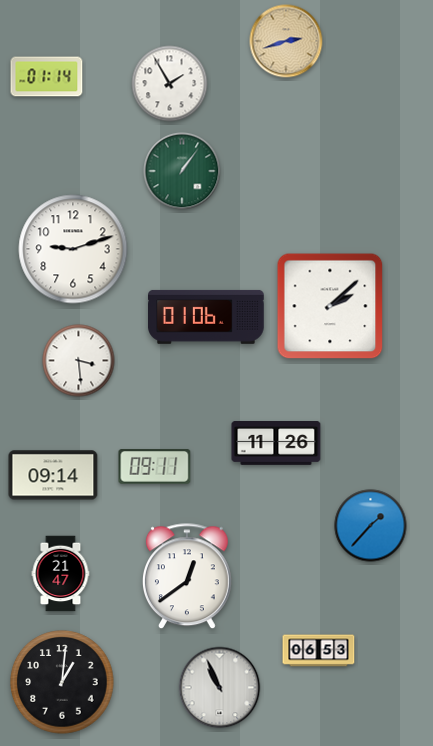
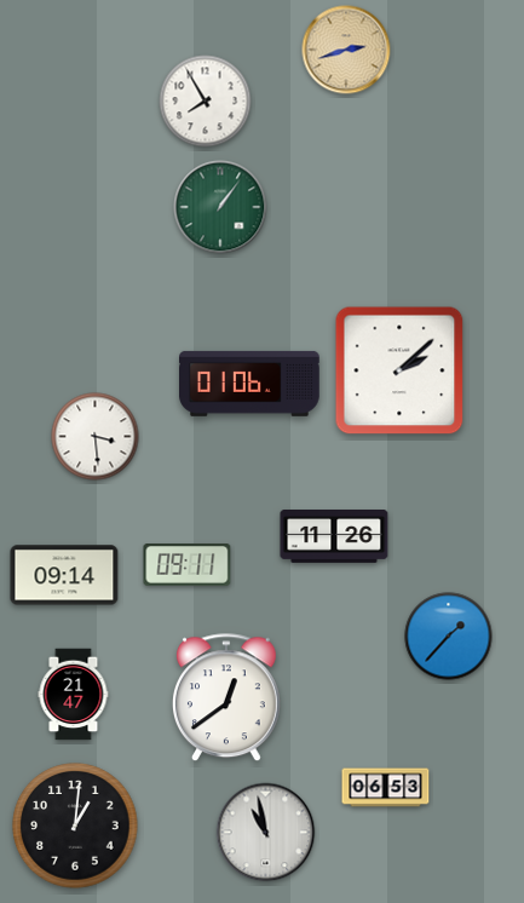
clock at (47, 77): 01:14 -> none
clock at (170, 84): 1:55 -> 7:55
clock at (73, 249): 9:12 -> none
clock at (220, 688): 10:56 -> 10:58
